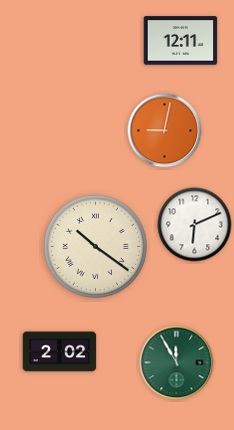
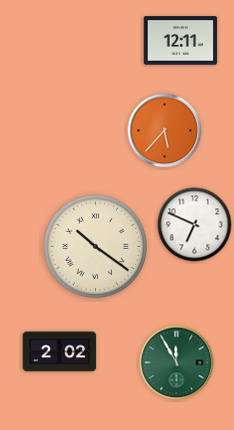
clock at (165, 131): 9:02 -> 5:37
clock at (195, 225): 6:11 -> 6:49
